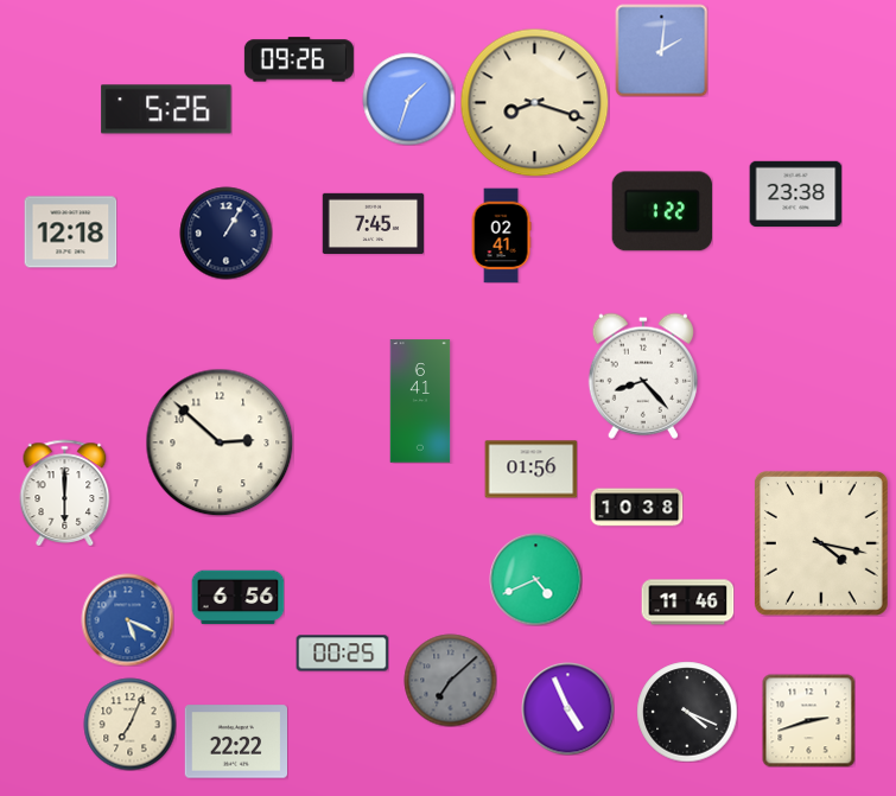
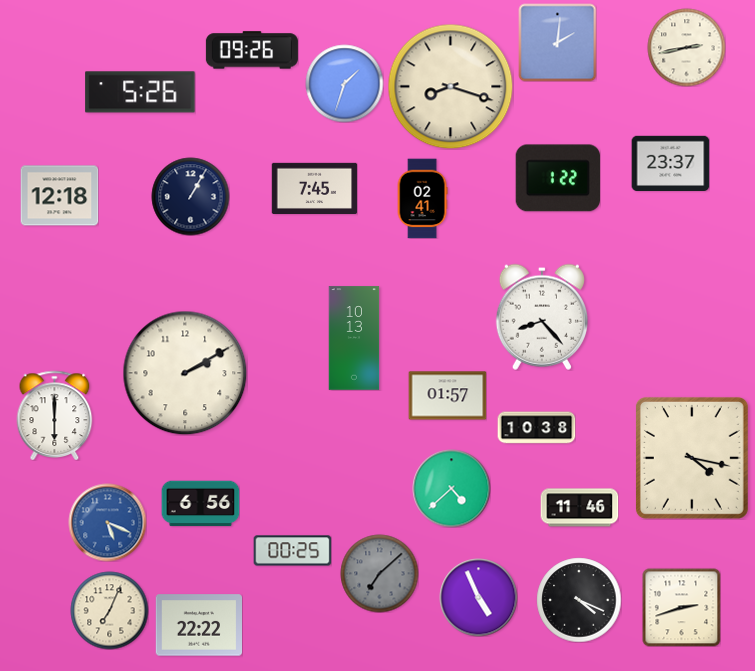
clock at (686, 47): none -> 2:43
clock at (795, 193): 23:38 -> 23:37
clock at (420, 401): 6:41 -> 10:13
clock at (220, 442): 2:52 -> 2:10
clock at (530, 470): 01:56 -> 01:57
clock at (535, 579): 4:41 -> 4:38
clock at (342, 654) position: (342, 654) -> (292, 551)
